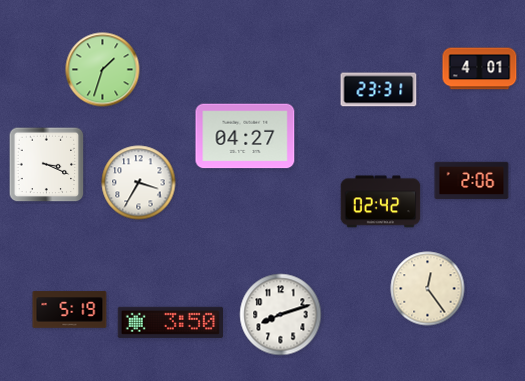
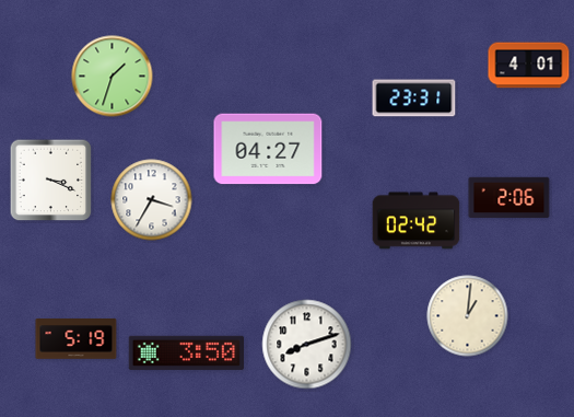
clock at (480, 69) position: (480, 69) -> (529, 66)
clock at (472, 181) position: (472, 181) -> (509, 198)
clock at (428, 289): 12:24 -> 1:01
